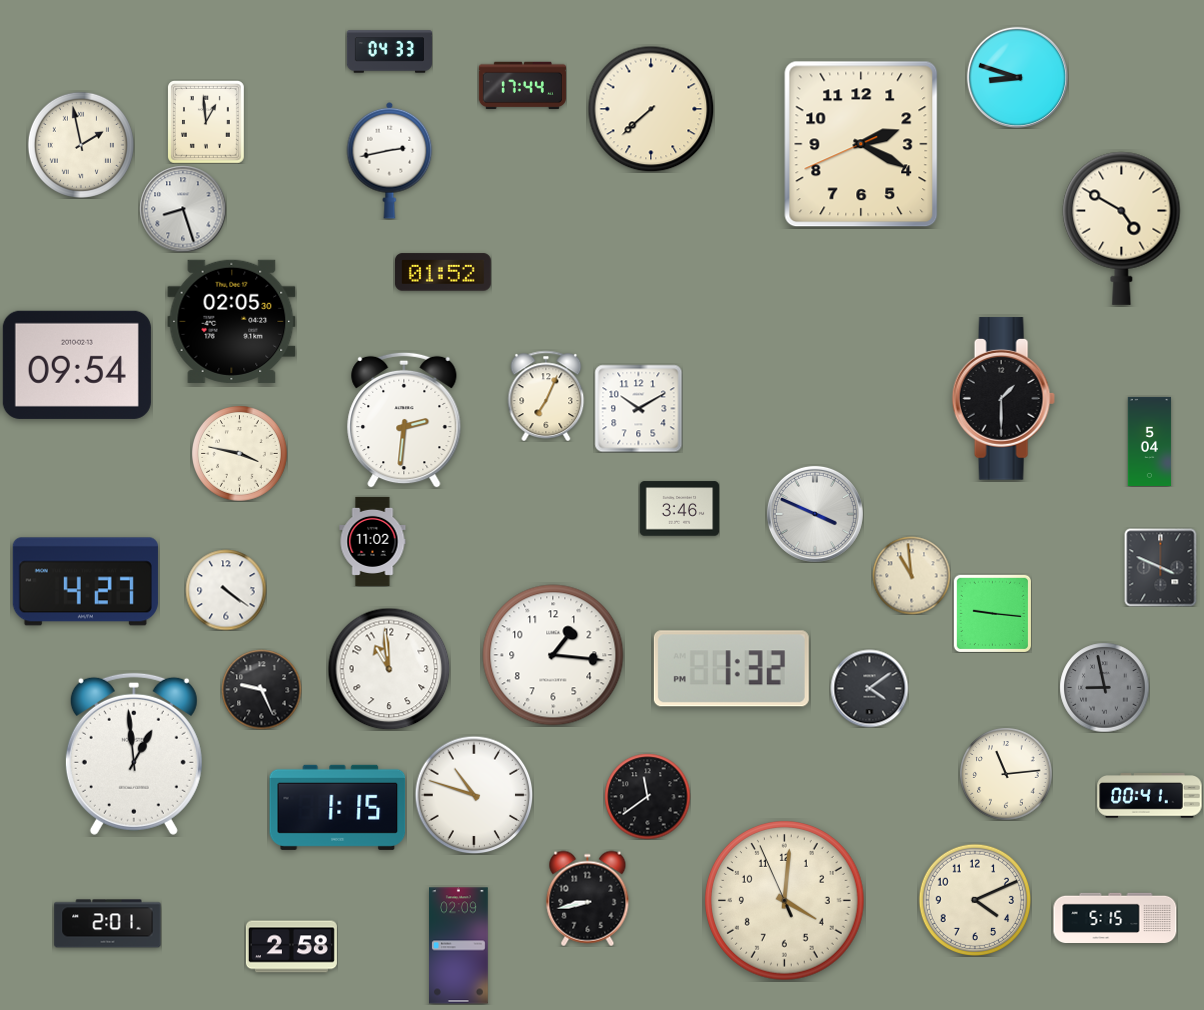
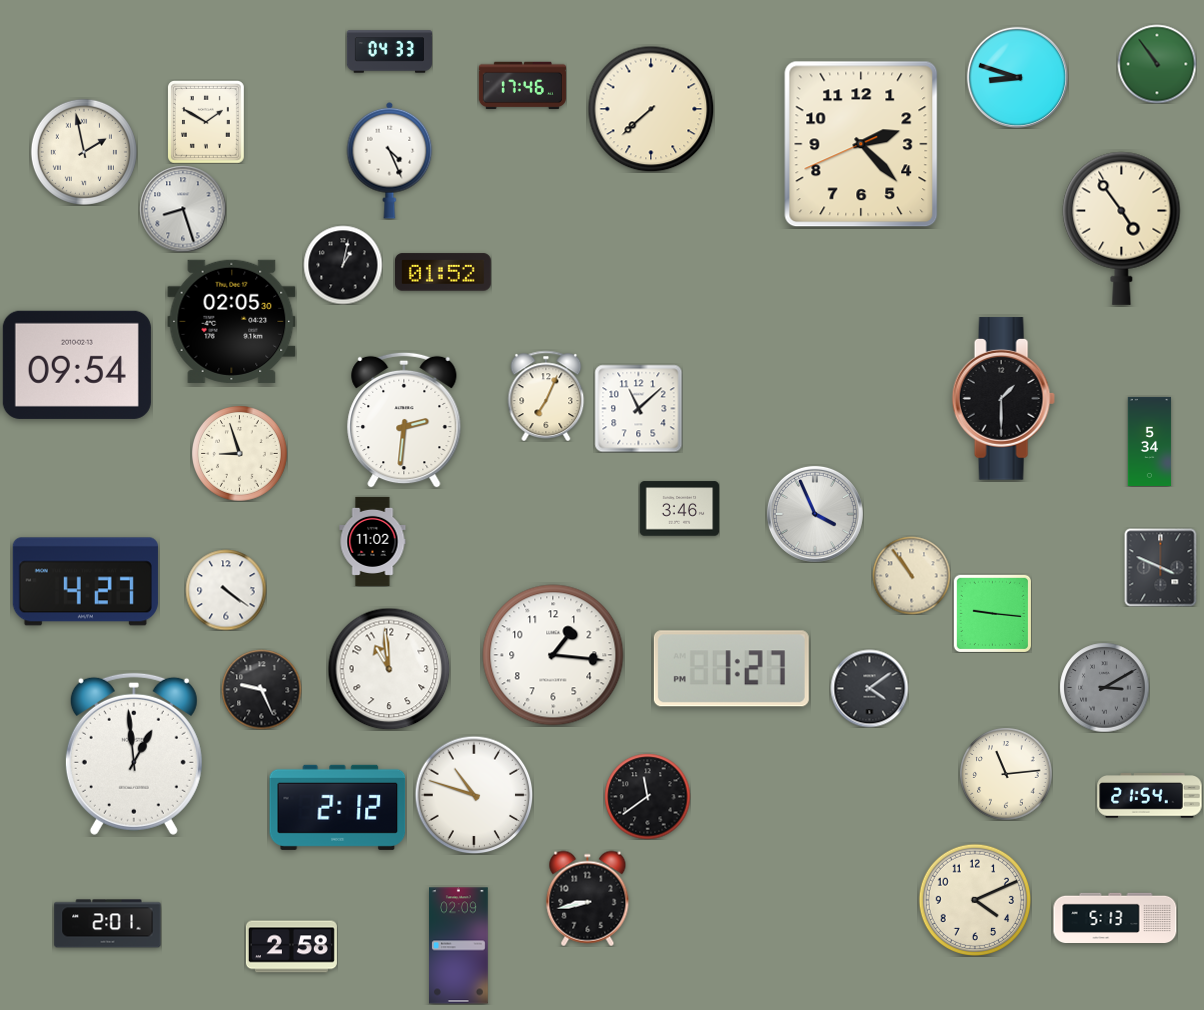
clock at (1157, 64): none -> 10:54
clock at (522, 86): 17:44 -> 17:46
clock at (207, 122): 12:59 -> 1:50
clock at (861, 144): 2:19 -> 2:22
clock at (81, 145) position: (81, 145) -> (84, 152)
clock at (390, 160): 2:43 -> 4:26
clock at (1122, 228): 4:50 -> 4:54
clock at (343, 265): none -> 1:02
clock at (638, 408): 10:10 -> 11:08
clock at (1150, 441): 5:04 -> 5:34
clock at (240, 454): 3:47 -> 8:57
clock at (815, 514): 3:49 -> 3:56
clock at (911, 575): 10:59 -> 10:54
clock at (731, 669): 1:32 -> 1:27
clock at (1104, 687): 8:58 -> 3:10
clock at (1150, 796): 00:41 -> 21:54
clock at (338, 807): 1:15 -> 2:12
clock at (785, 901): 4:00 -> none
clock at (1115, 917): 5:15 -> 5:13
